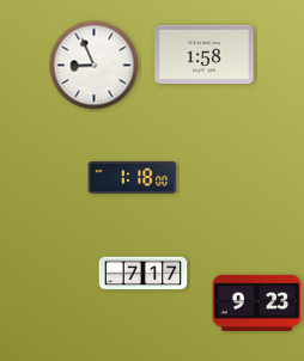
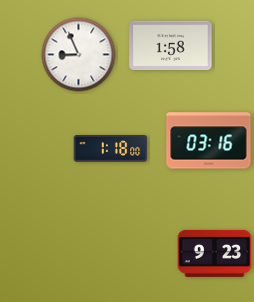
clock at (209, 141): none -> 03:16
clock at (144, 274): 7:17 -> none
